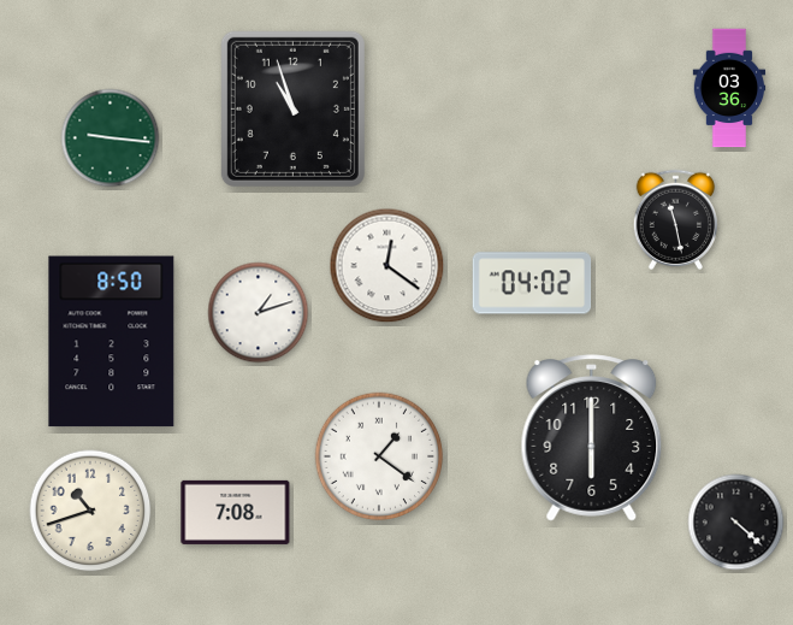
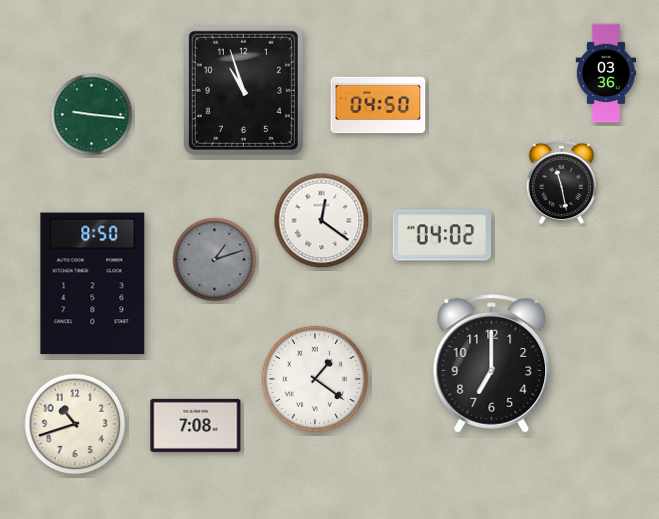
clock at (378, 105): none -> 04:50
clock at (259, 313) dial: white -> grey
clock at (592, 438): 6:00 -> 7:00
clock at (736, 523): 4:22 -> none
